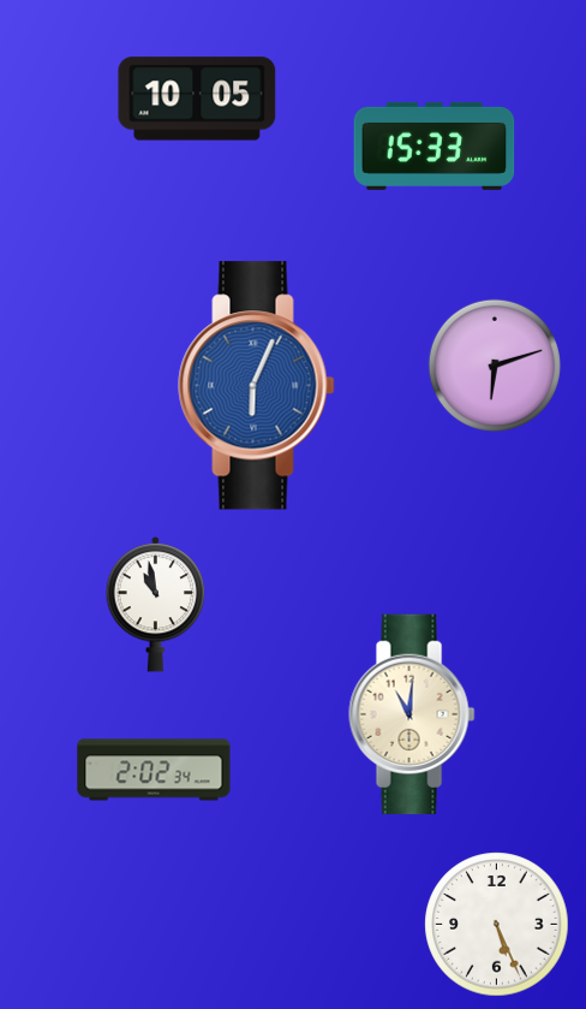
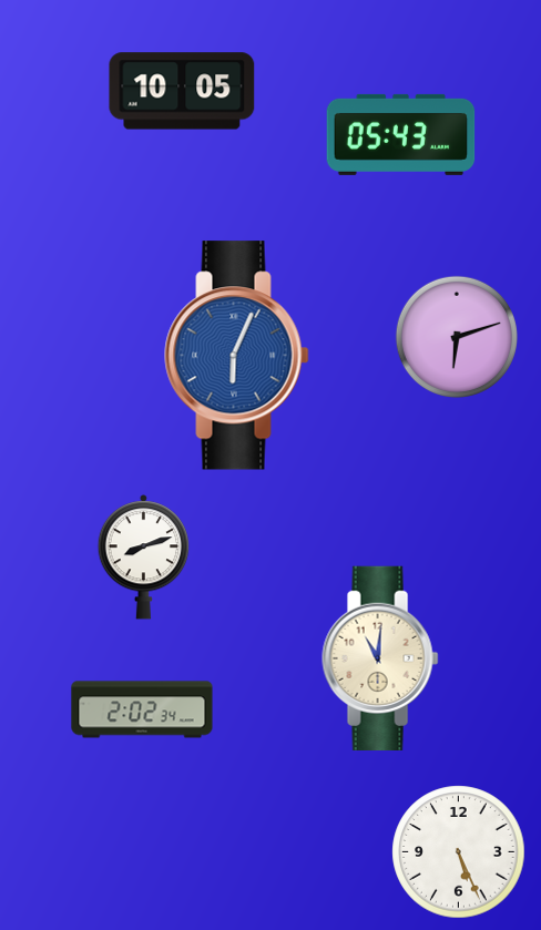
clock at (435, 146): 15:33 -> 05:43
clock at (156, 605): 10:58 -> 8:12
